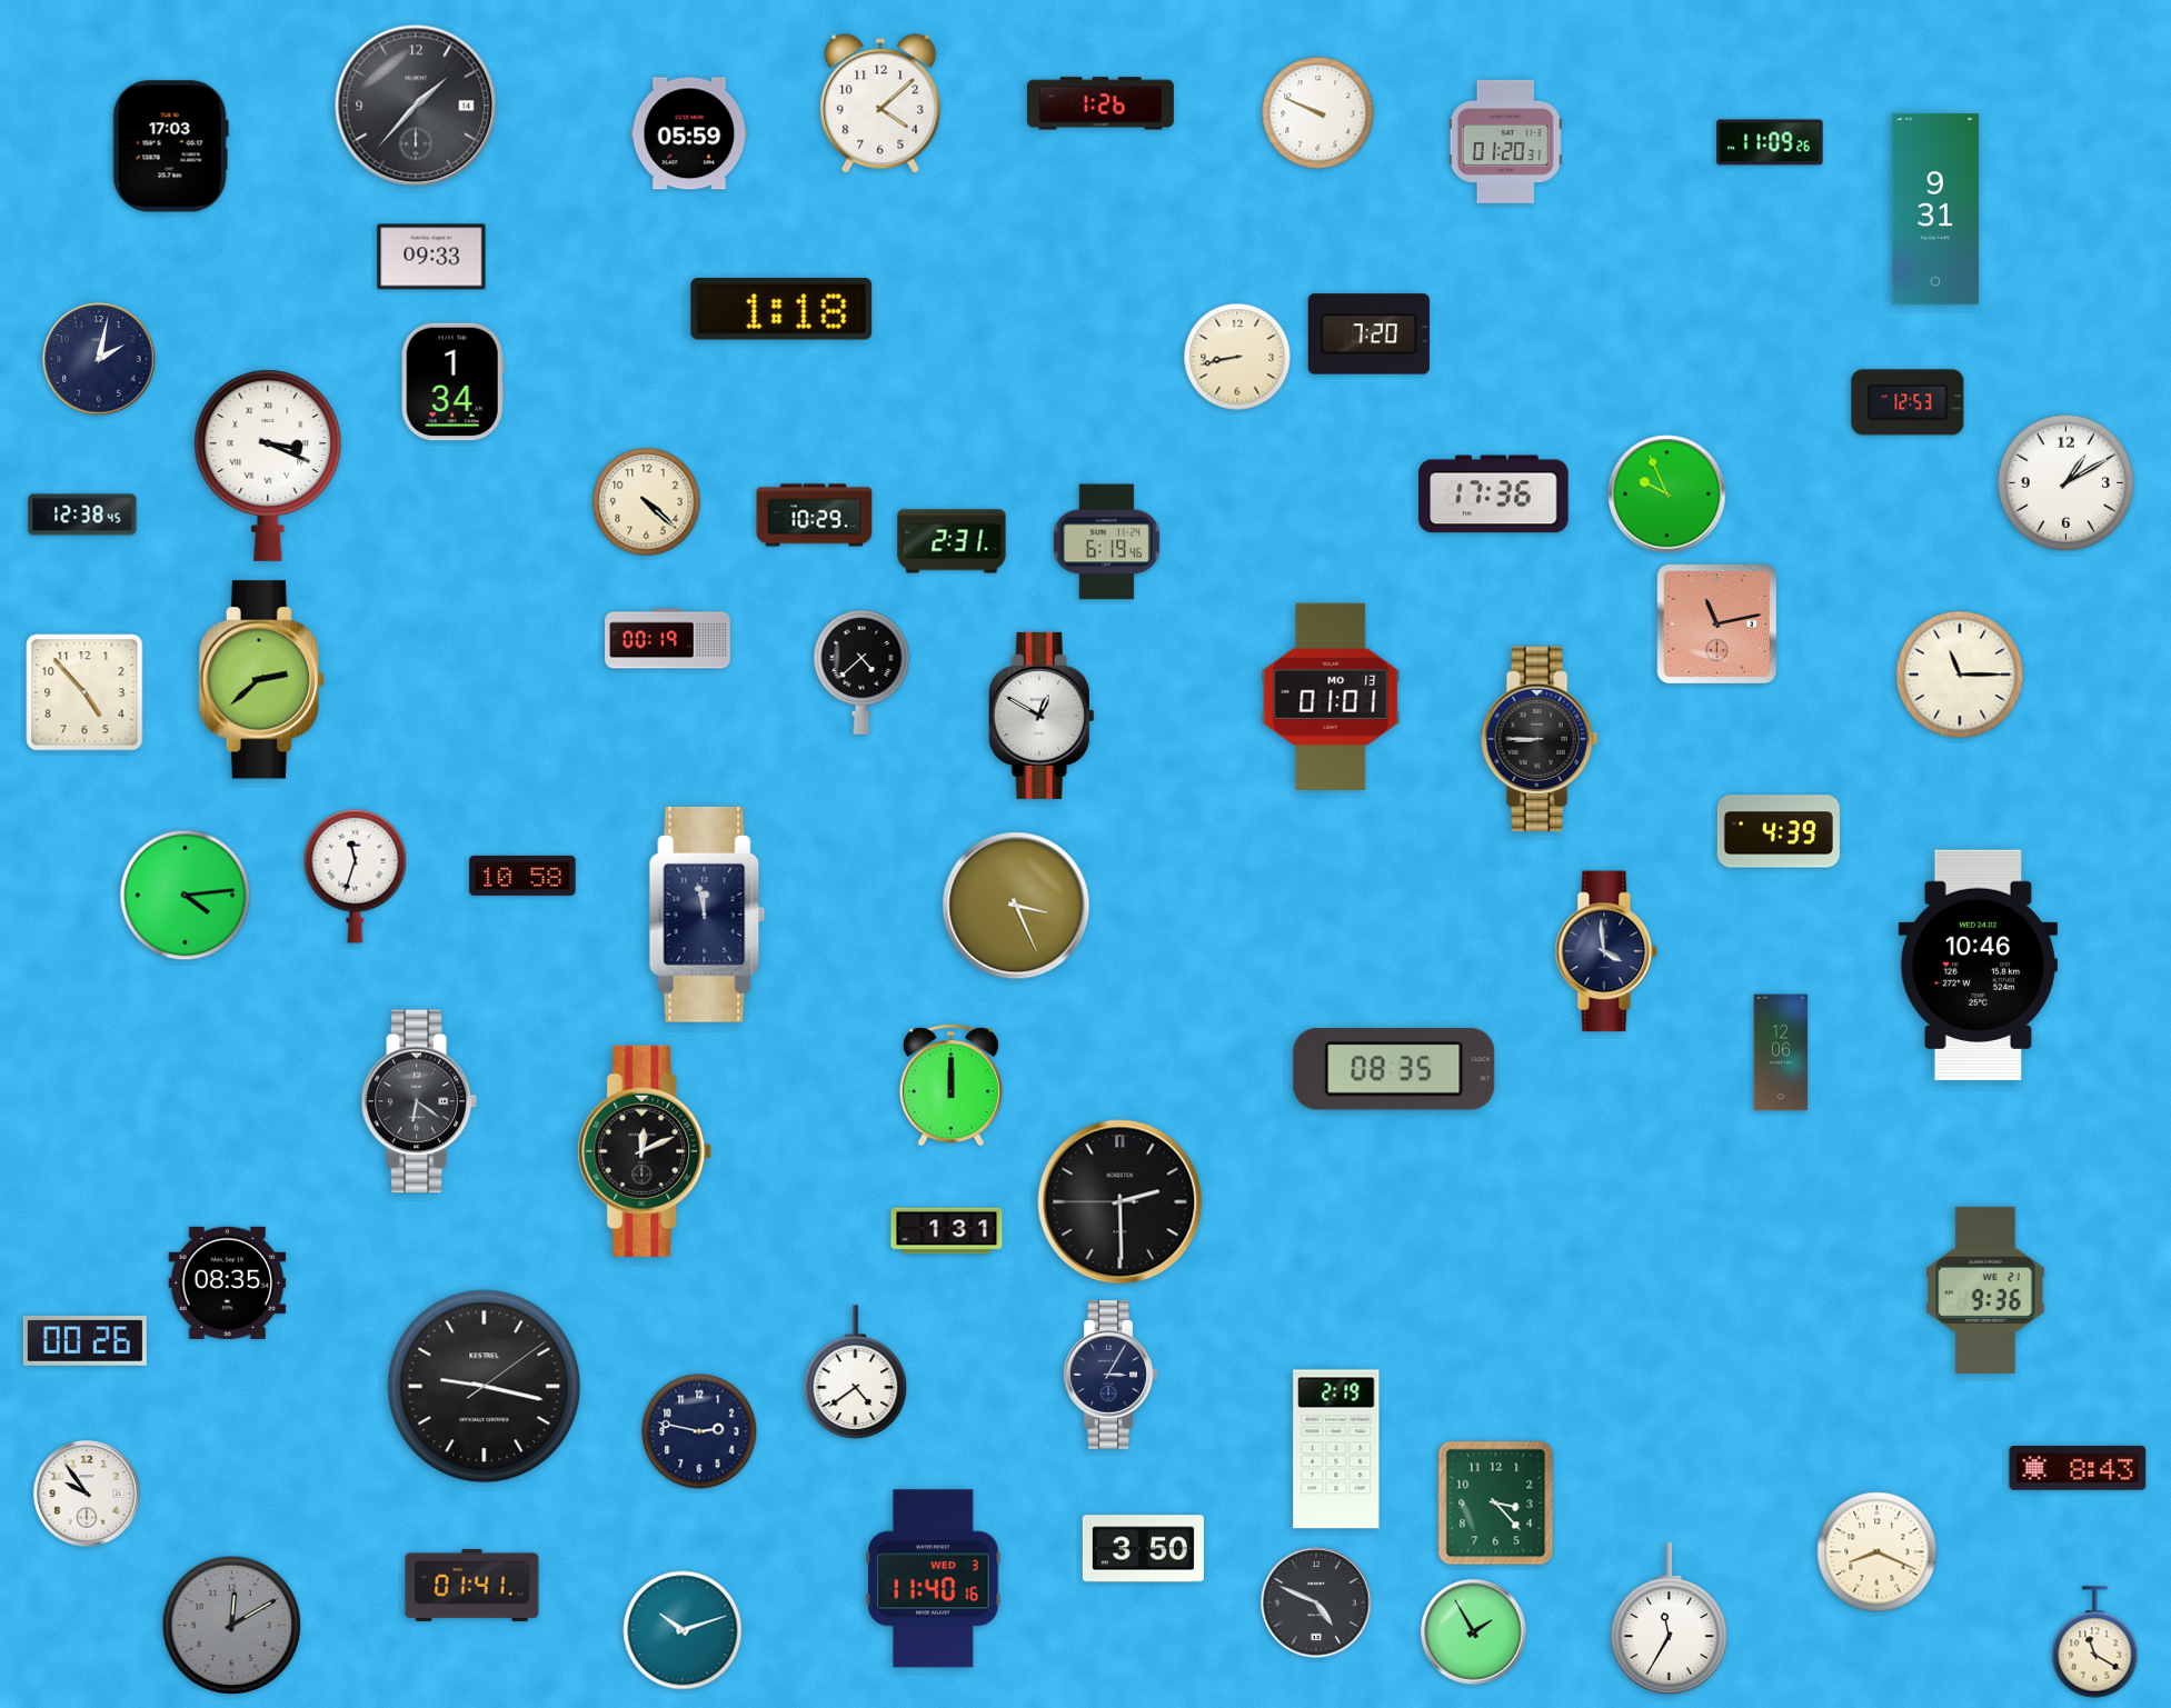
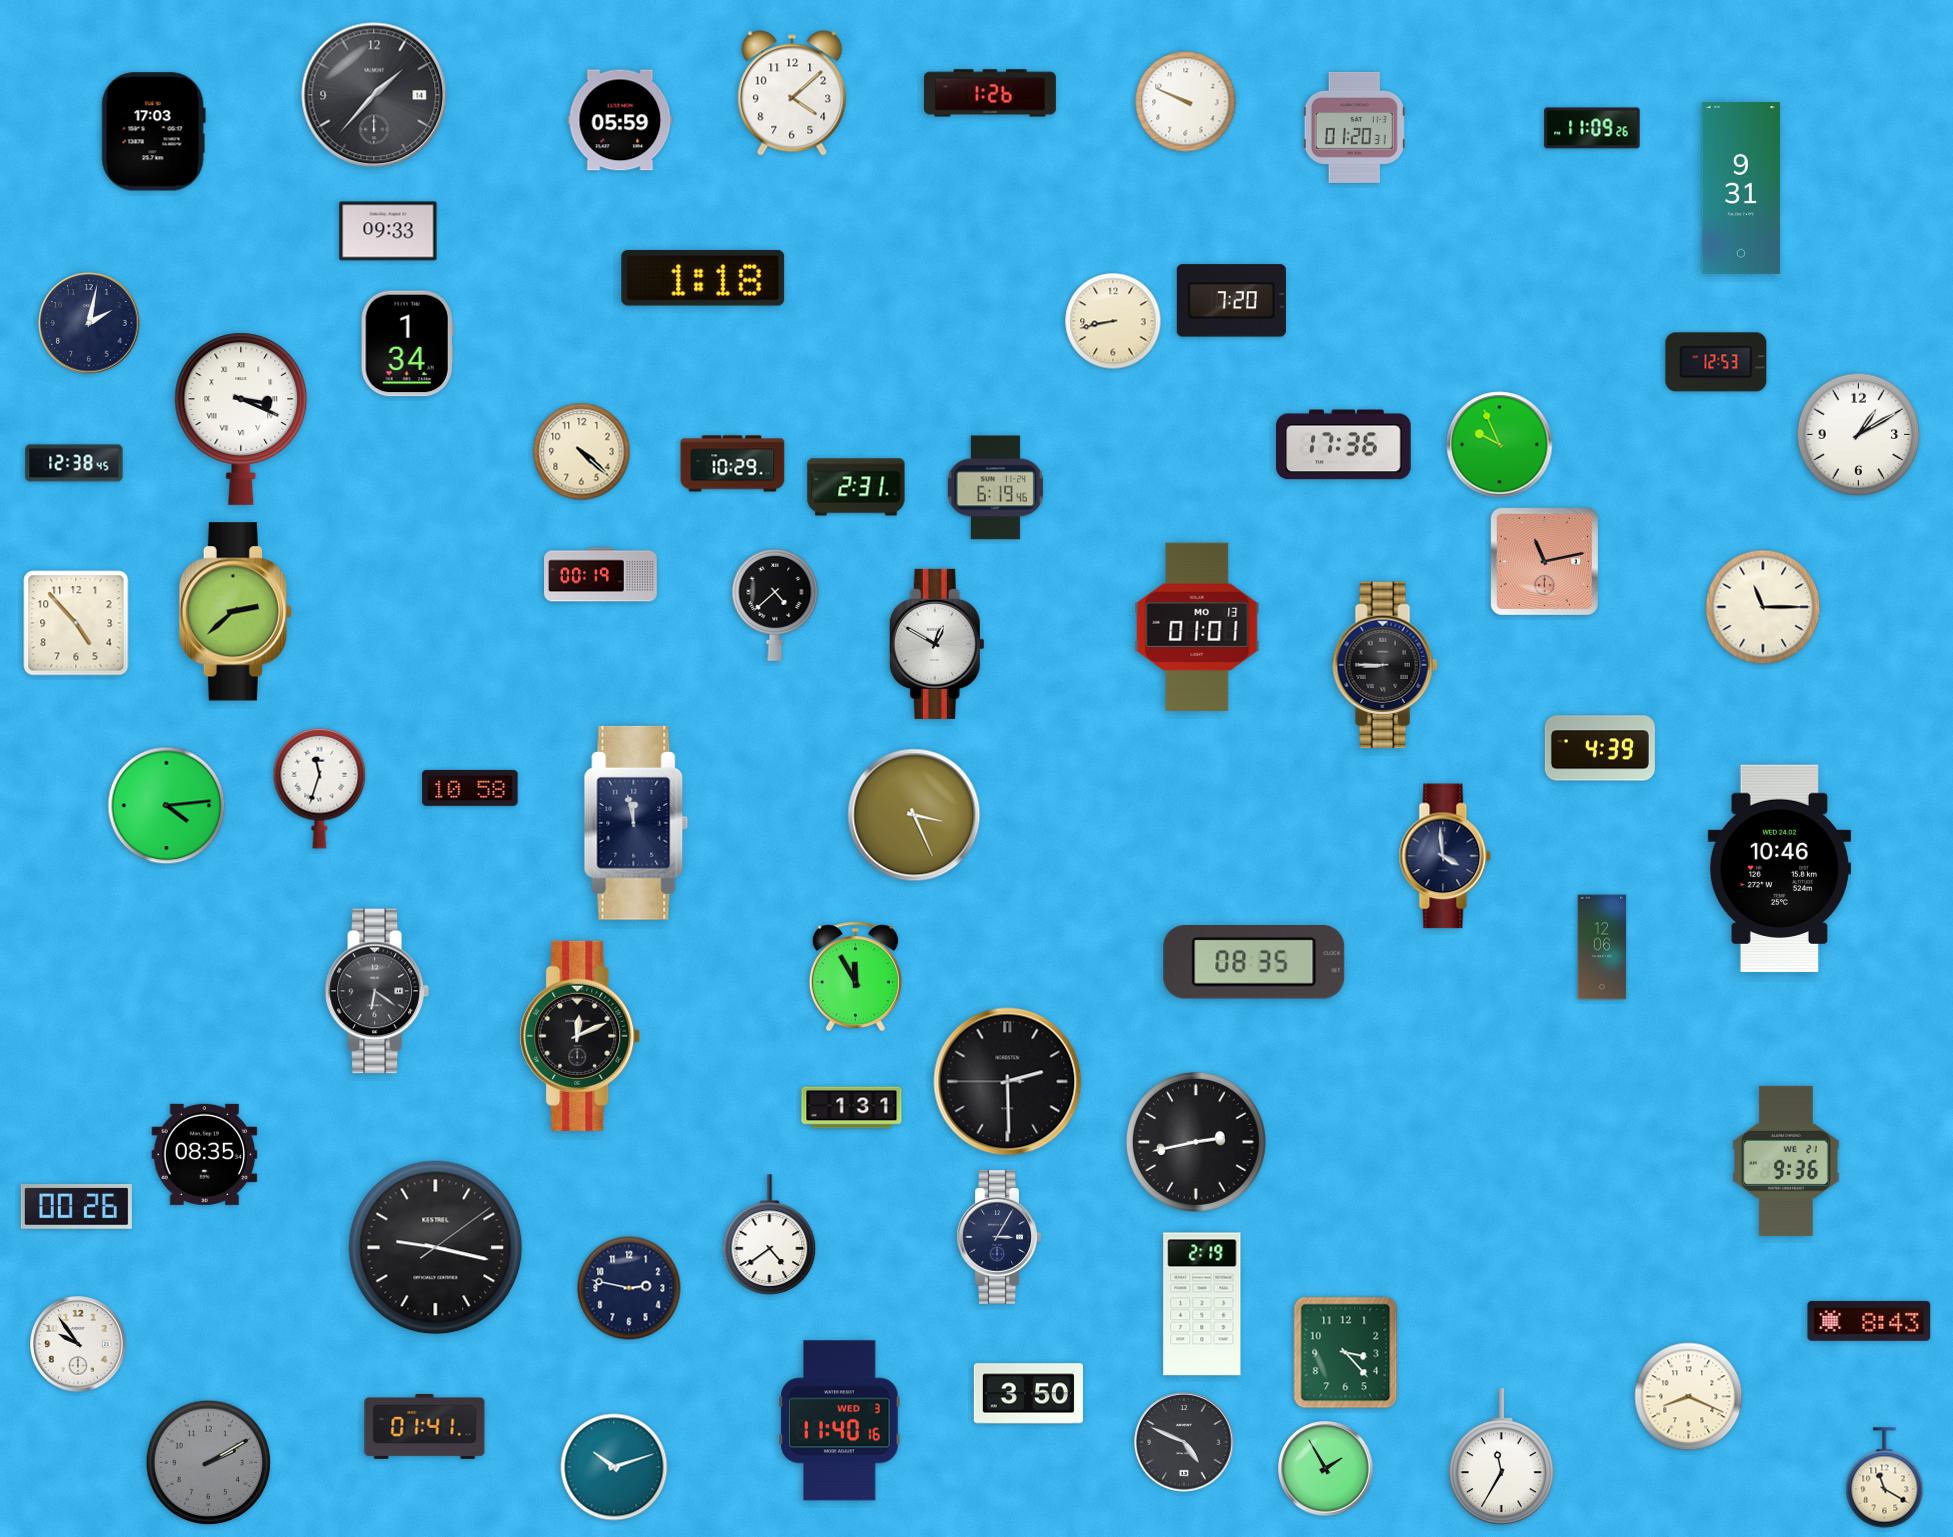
clock at (950, 1086): 12:00 -> 11:55
clock at (1196, 1142): none -> 2:43
clock at (232, 1626): 12:10 -> 2:10
